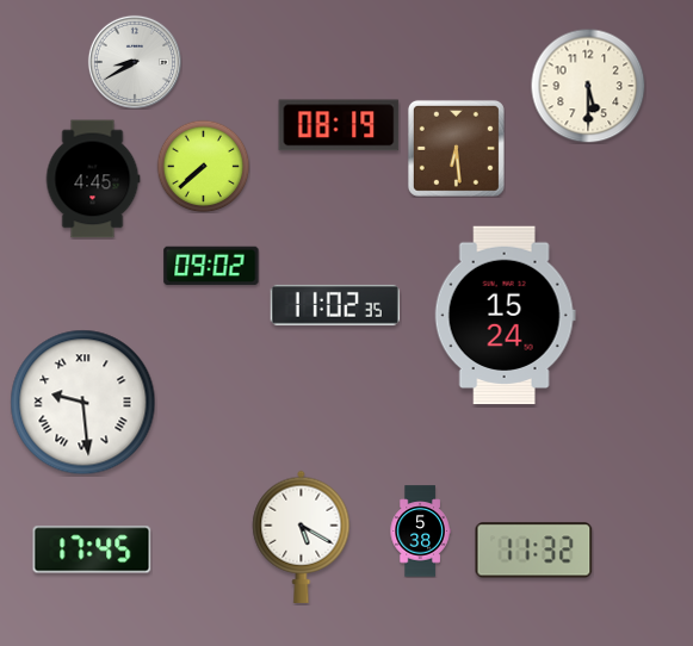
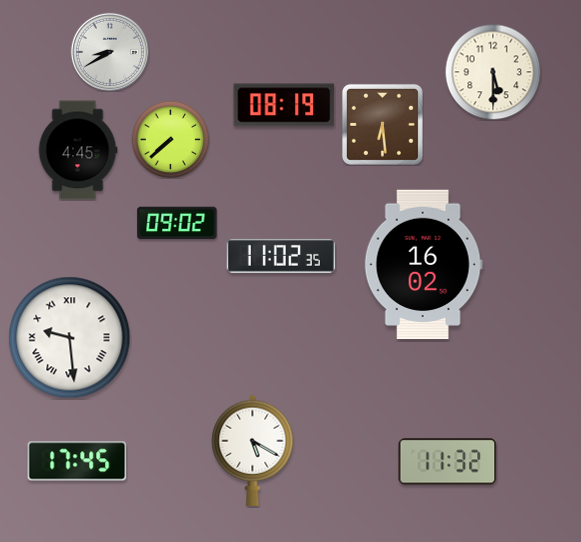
clock at (135, 62) position: (135, 62) -> (110, 52)
clock at (505, 316): 15:24 -> 16:02
clock at (420, 532): 5:38 -> none
